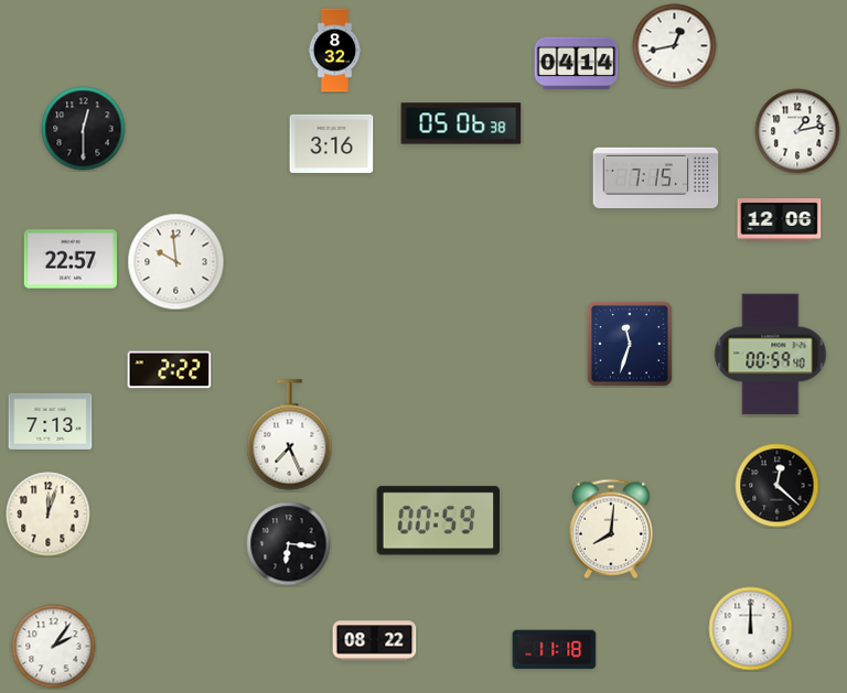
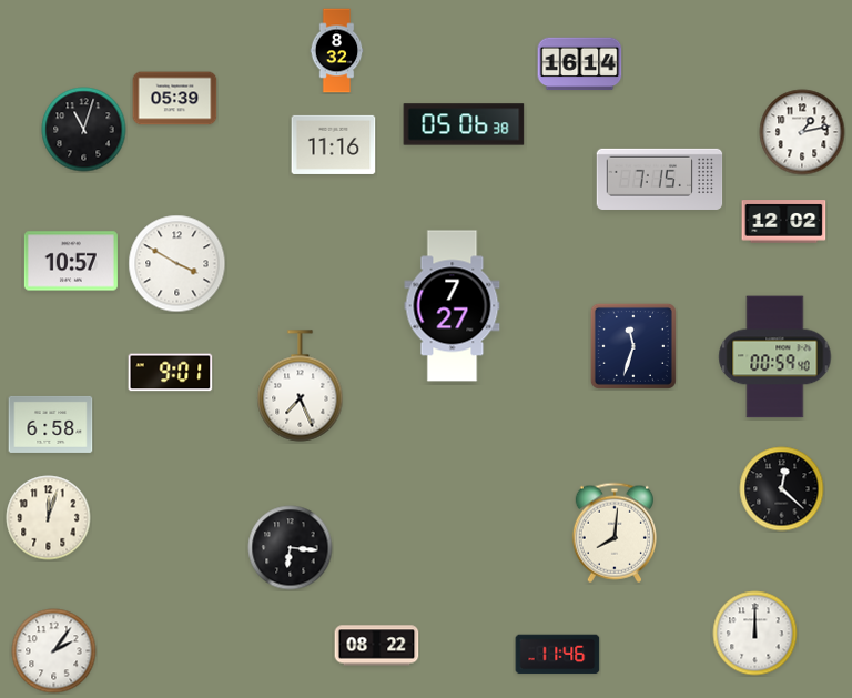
clock at (675, 46): 12:43 -> none
clock at (577, 64): 04:14 -> 16:14
clock at (175, 99): none -> 05:39
clock at (84, 129): 12:30 -> 11:03
clock at (332, 143): 3:16 -> 11:16
clock at (780, 220): 12:06 -> 12:02
clock at (71, 259): 22:57 -> 10:57
clock at (176, 262): 9:59 -> 3:50
clock at (453, 306): none -> 7:27
clock at (170, 370): 2:22 -> 9:01
clock at (51, 421): 7:13 -> 6:58
clock at (290, 435) position: (290, 435) -> (301, 386)
clock at (439, 521): 00:59 -> none
clock at (555, 650): 11:18 -> 11:46
